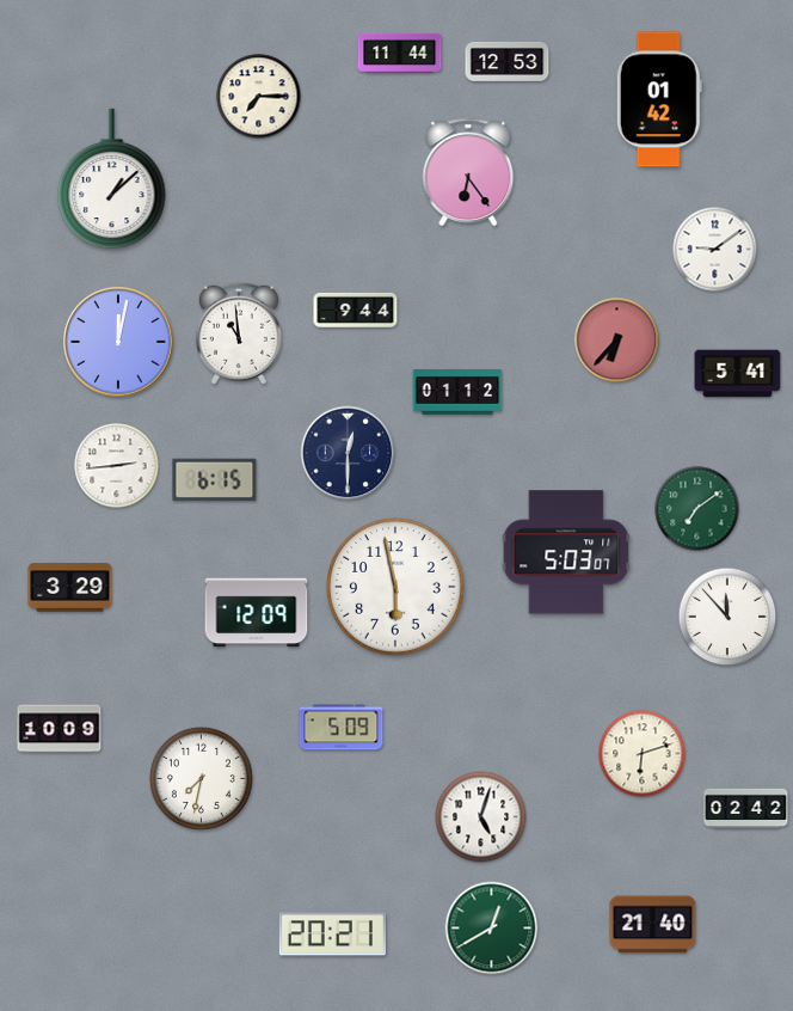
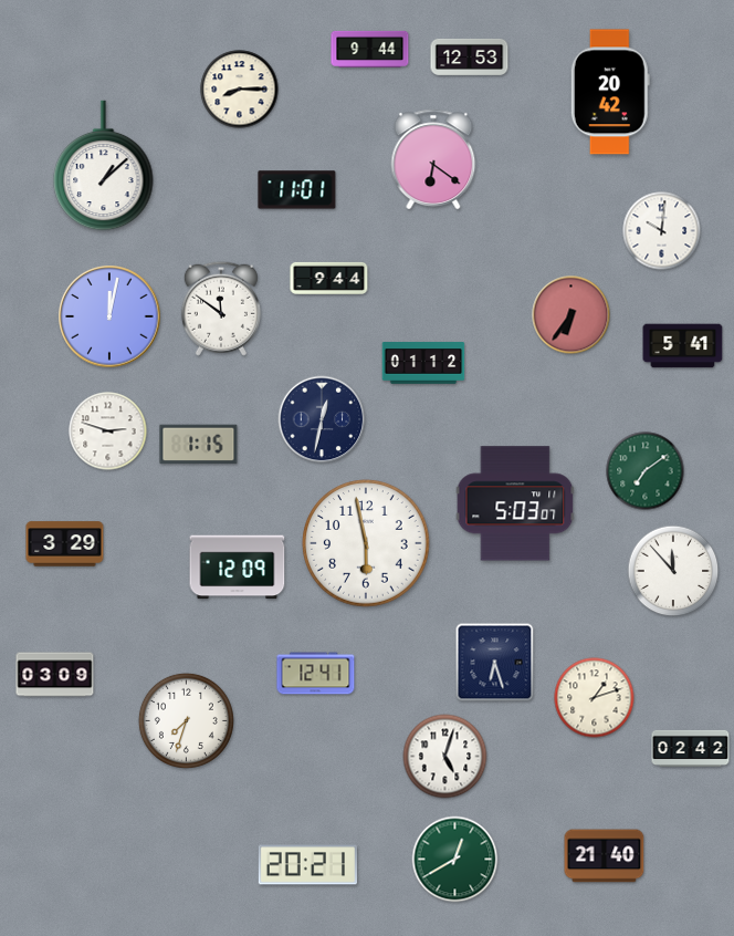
clock at (400, 53): 11:44 -> 9:44
clock at (259, 97): 7:15 -> 8:15
clock at (659, 99): 01:42 -> 20:42
clock at (468, 172): 6:24 -> 6:21
clock at (297, 190): none -> 11:01
clock at (715, 250): 9:09 -> 10:01
clock at (356, 310) position: (356, 310) -> (329, 278)
clock at (239, 333): 10:59 -> 11:51
clock at (617, 341): 6:37 -> 6:36
clock at (348, 453): 12:30 -> 12:32
clock at (117, 466): 2:44 -> 2:48
clock at (215, 480): 6:15 -> 1:15
clock at (566, 552) position: (566, 552) -> (515, 503)
clock at (495, 663): none -> 6:27
clock at (342, 728): 5:09 -> 12:41
clock at (60, 729): 10:09 -> 03:09
clock at (643, 754): 6:12 -> 1:12
clock at (201, 778): 7:32 -> 7:33
